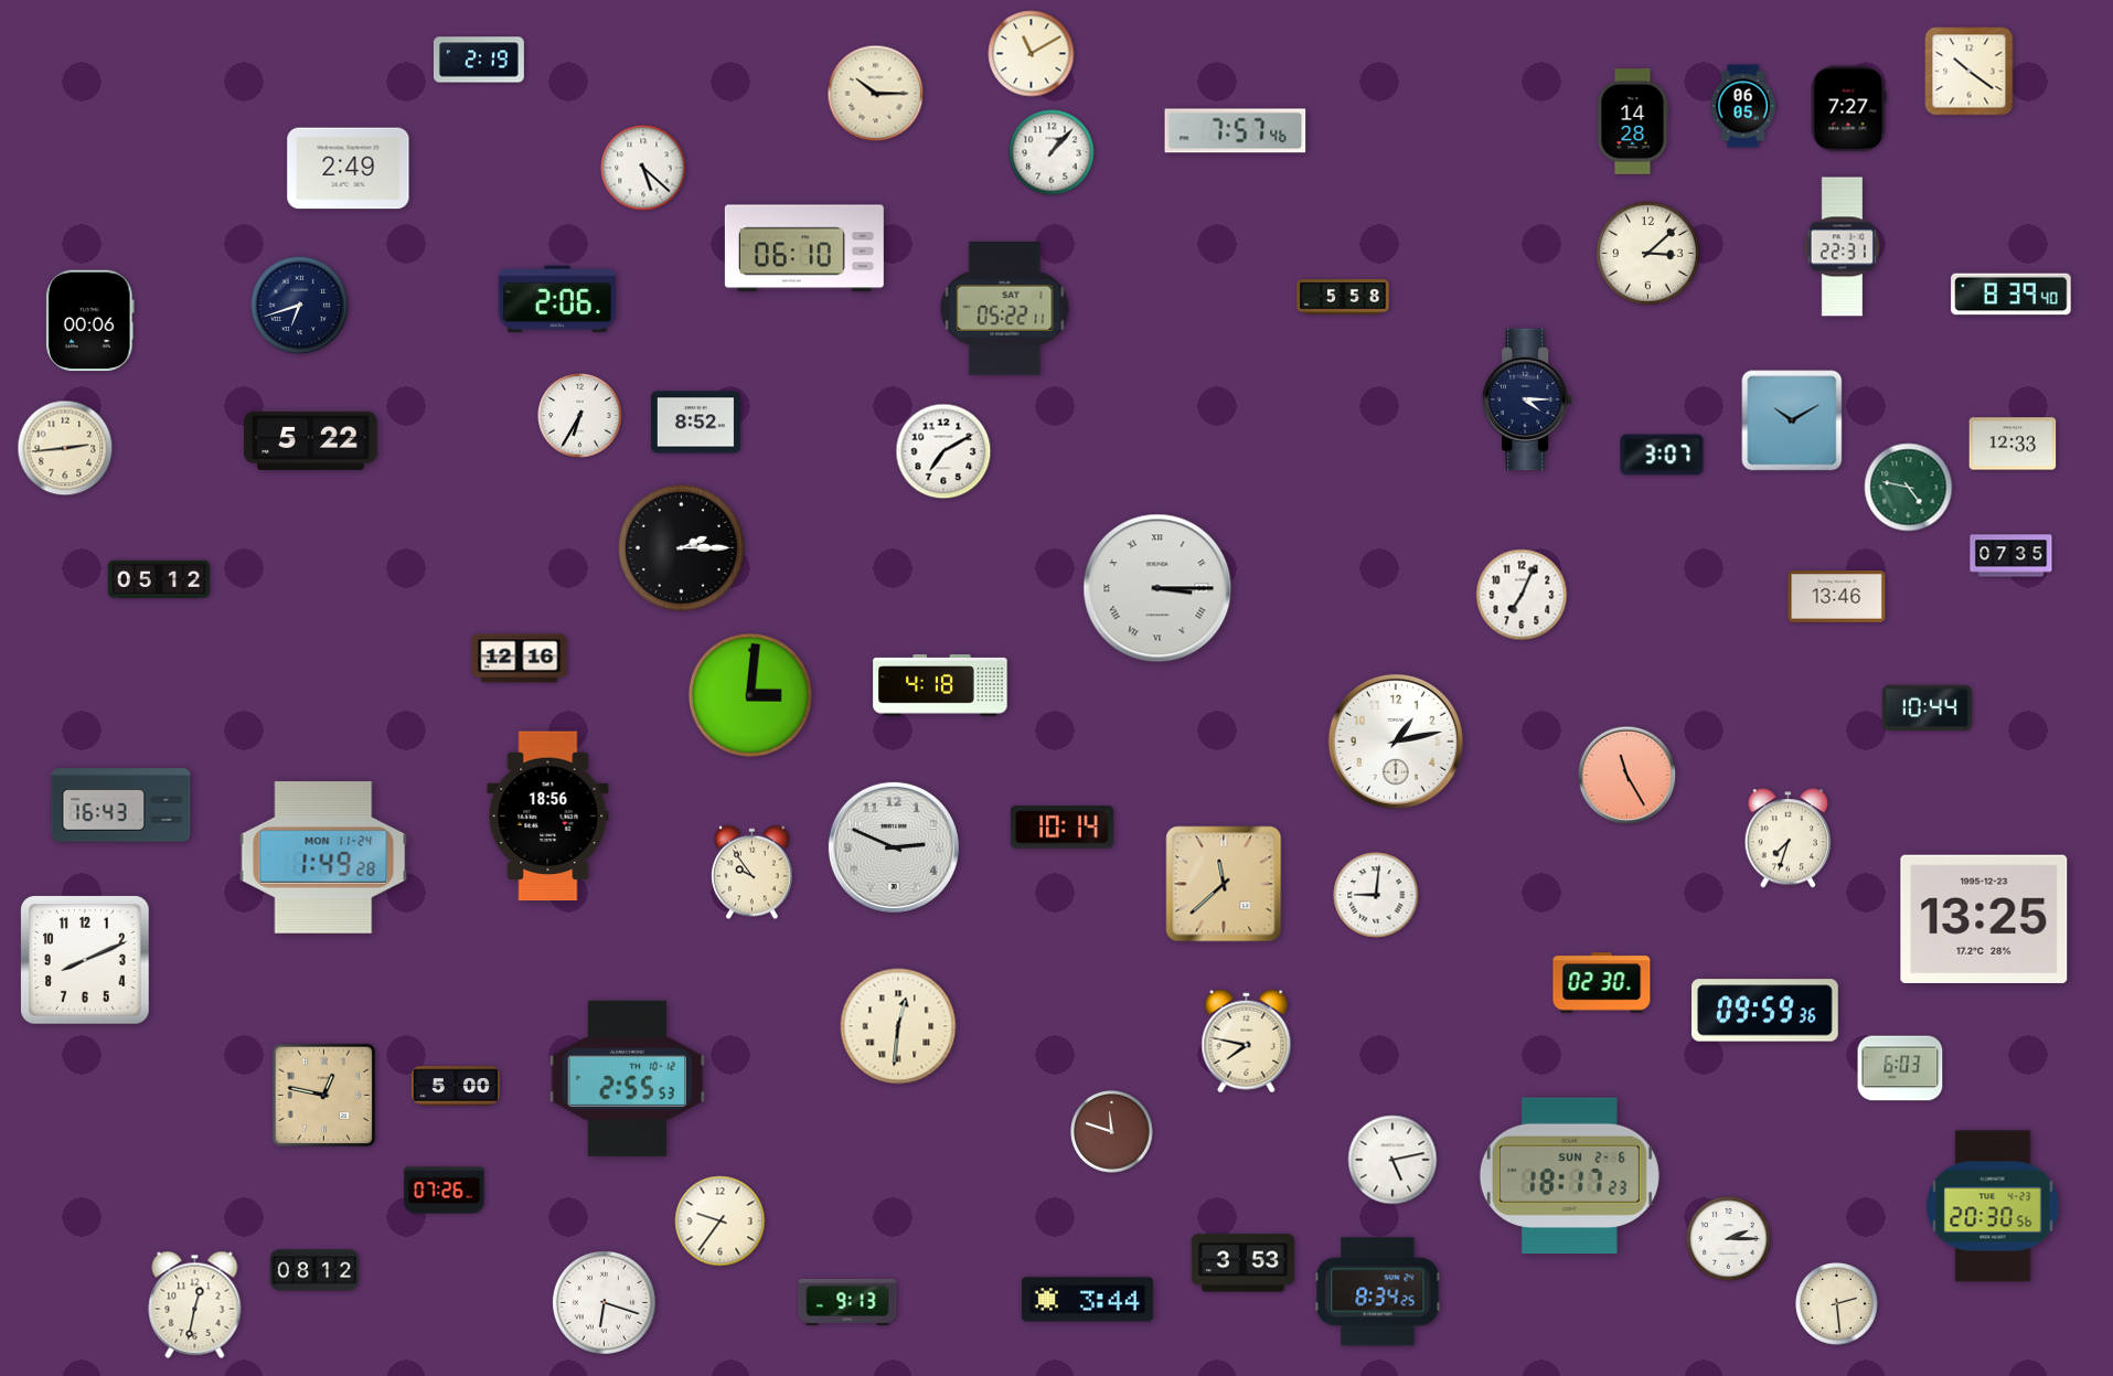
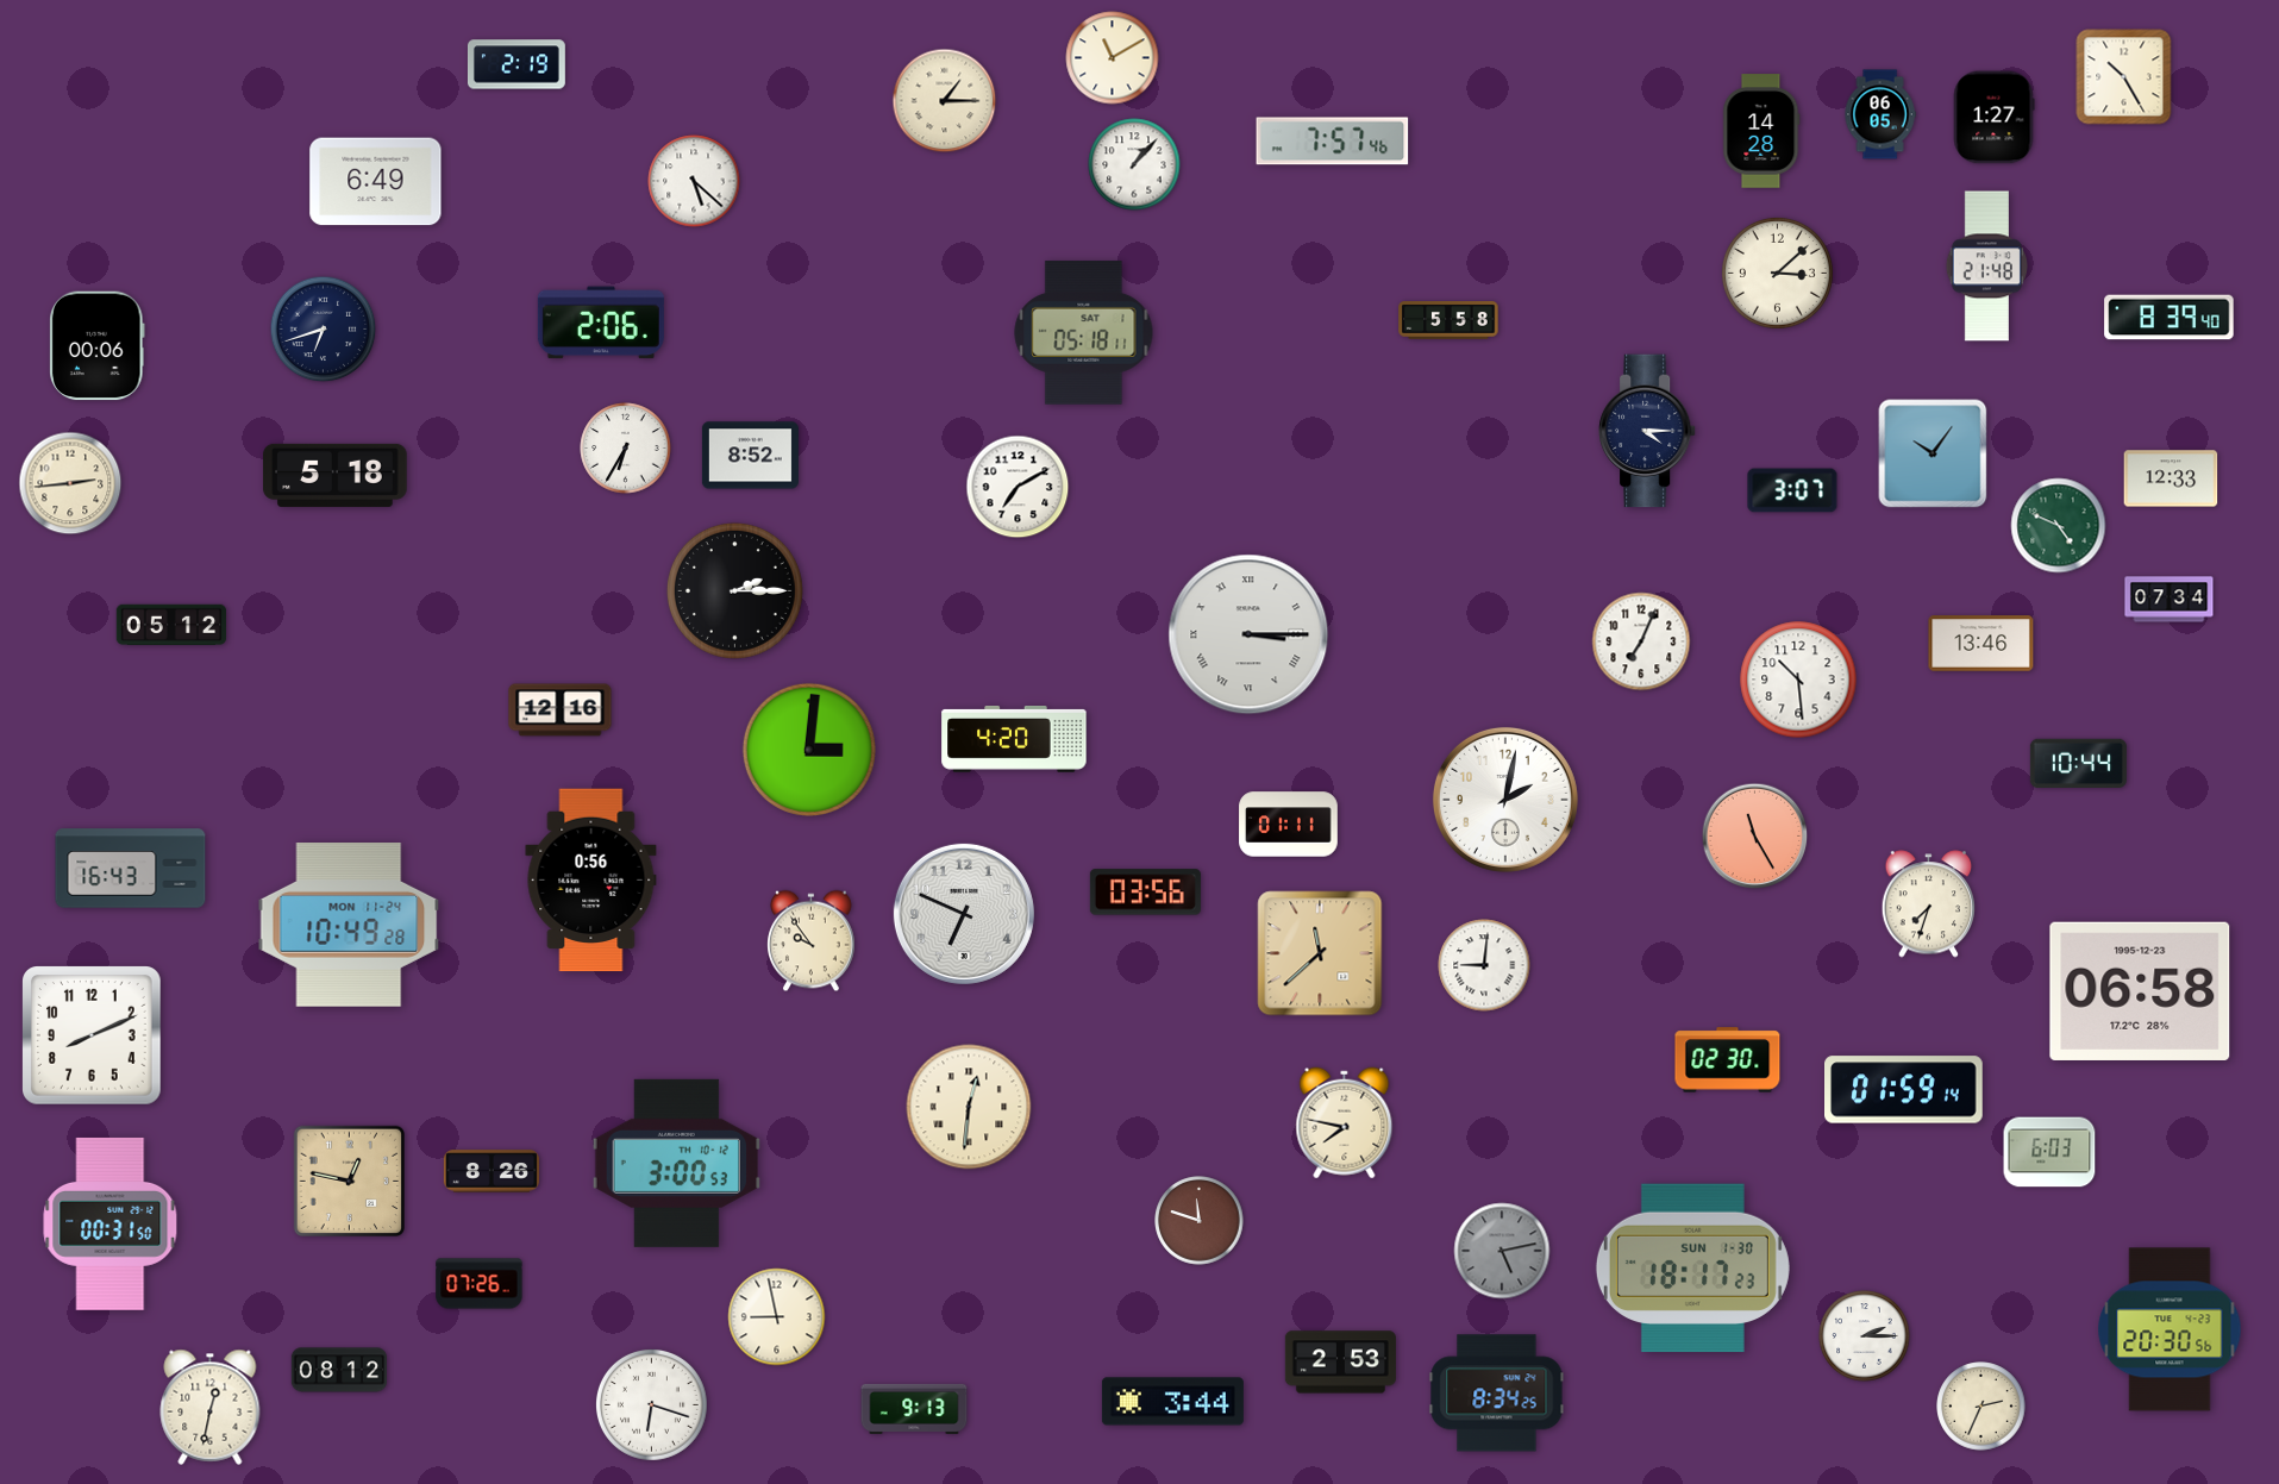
clock at (1970, 72): 10:21 -> 10:25
clock at (876, 94): 10:15 -> 1:15
clock at (1848, 109): 7:27 -> 1:27
clock at (349, 169): 2:49 -> 6:49
clock at (1842, 247): 22:31 -> 21:48
clock at (804, 248): 06:10 -> none
clock at (1005, 309): 05:22 -> 05:18
clock at (1792, 420): 10:10 -> 10:06
clock at (311, 440): 5:22 -> 5:18
clock at (1909, 488): 4:47 -> 4:49
clock at (2011, 556): 07:35 -> 07:34
clock at (1798, 680): none -> 10:29
clock at (940, 686): 4:18 -> 4:20
clock at (1396, 742): 1:13 -> 2:02
clock at (1289, 825): none -> 01:11
clock at (548, 817): 18:56 -> 0:56
clock at (1061, 828): 10:14 -> 03:56
clock at (894, 847): 2:49 -> 6:49
clock at (323, 858): 1:49 -> 10:49
clock at (1984, 919): 13:25 -> 06:58
clock at (1765, 1011): 09:59 -> 01:59
clock at (628, 1078): 2:55 -> 3:00
clock at (455, 1086): 5:00 -> 8:26
clock at (111, 1223): none -> 00:31
clock at (1392, 1160) dial: white -> grey
clock at (1569, 1176) date: SUN 2-6 -> SUN 1-30
clock at (1993, 1206) position: (1993, 1206) -> (2170, 1329)
clock at (721, 1222): 9:36 -> 8:58
clock at (1242, 1263): 3:53 -> 2:53
clock at (1378, 1292) position: (1378, 1292) -> (1497, 1394)
clock at (847, 1302) position: (847, 1302) -> (914, 1409)
clock at (1837, 1304): 2:29 -> 2:34
